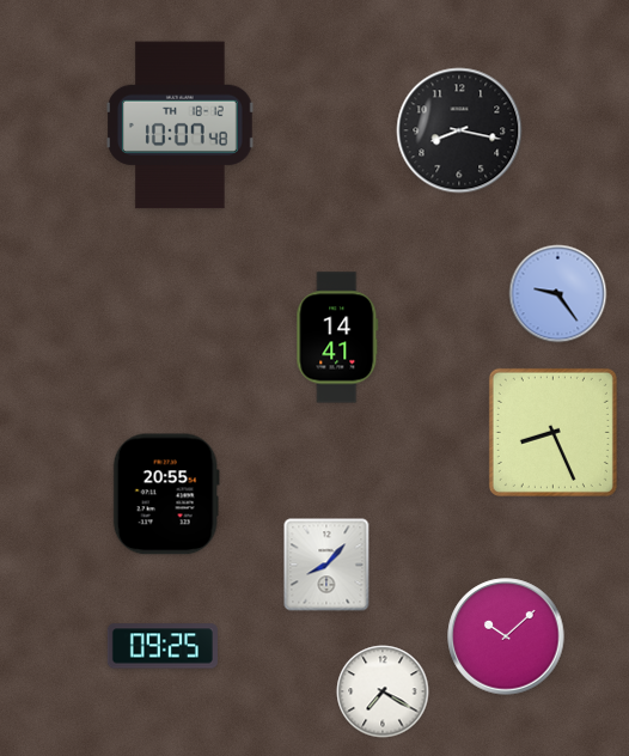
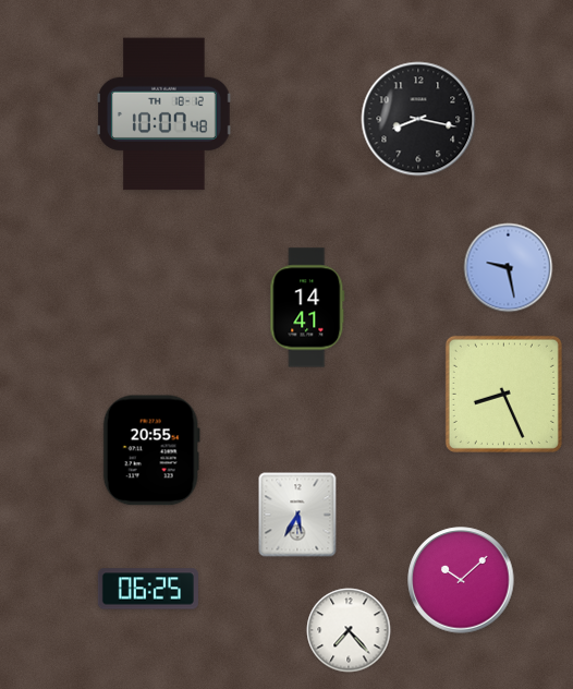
clock at (558, 294): 9:24 -> 9:28
clock at (326, 565): 8:07 -> 5:35
clock at (163, 646): 09:25 -> 06:25
clock at (383, 691): 7:20 -> 7:23
